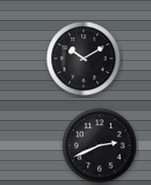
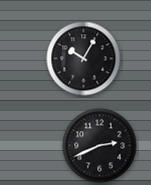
clock at (84, 59): 10:10 -> 10:05
